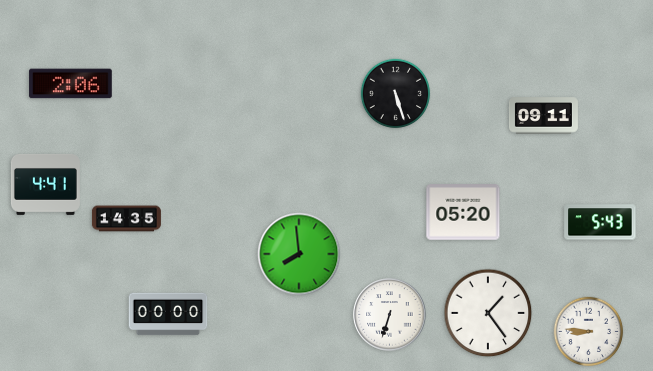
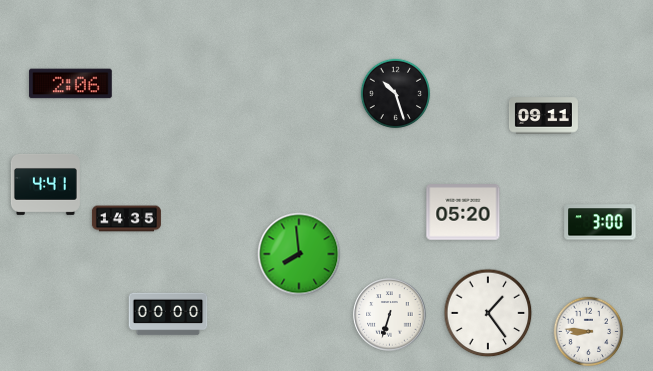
clock at (396, 94): 5:27 -> 10:27
clock at (600, 222): 5:43 -> 3:00
